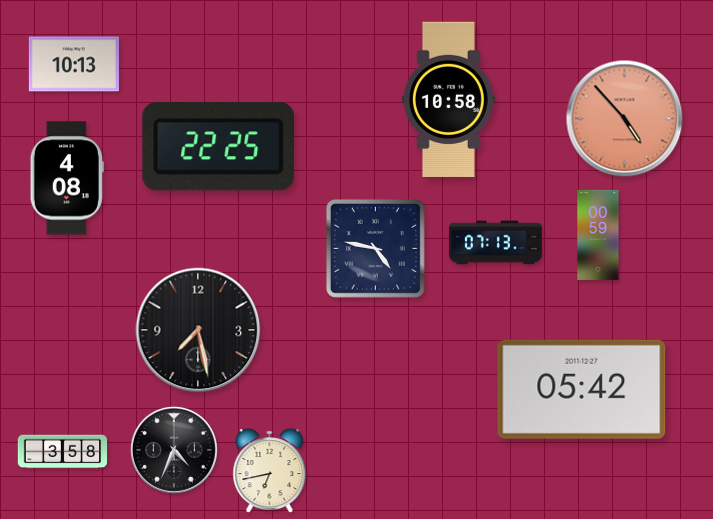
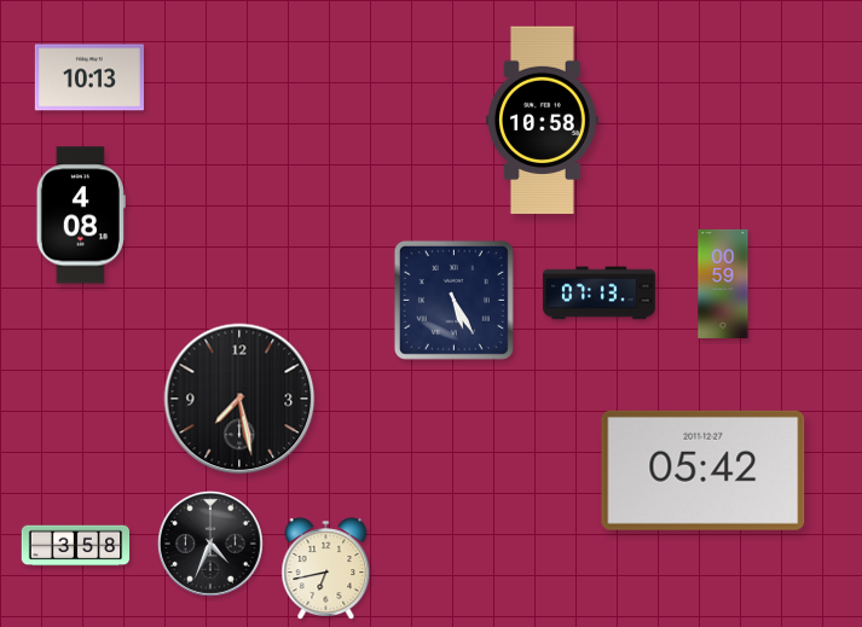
clock at (625, 119): 4:53 -> none
clock at (218, 146): 22:25 -> none
clock at (375, 248): 4:47 -> 5:25
